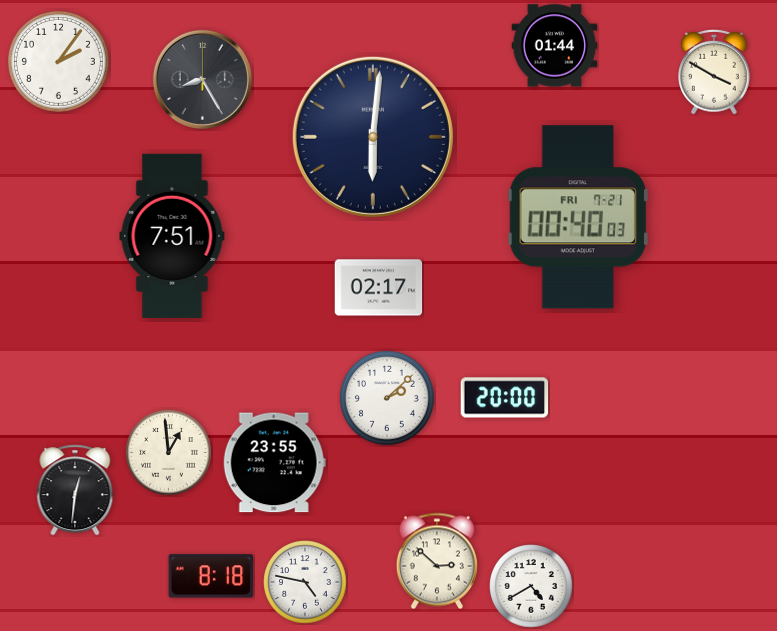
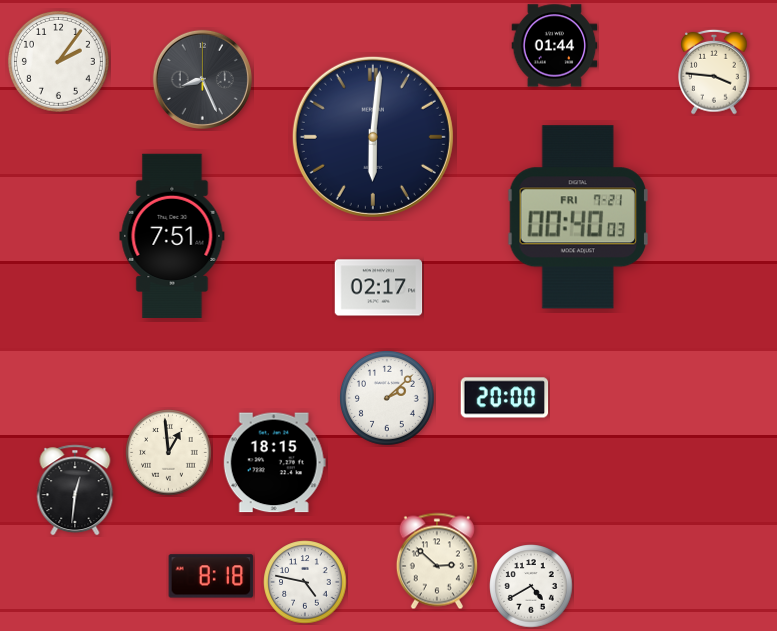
clock at (714, 72): 3:50 -> 3:46
clock at (202, 79): 8:25 -> 8:26
clock at (274, 463): 23:55 -> 18:15
